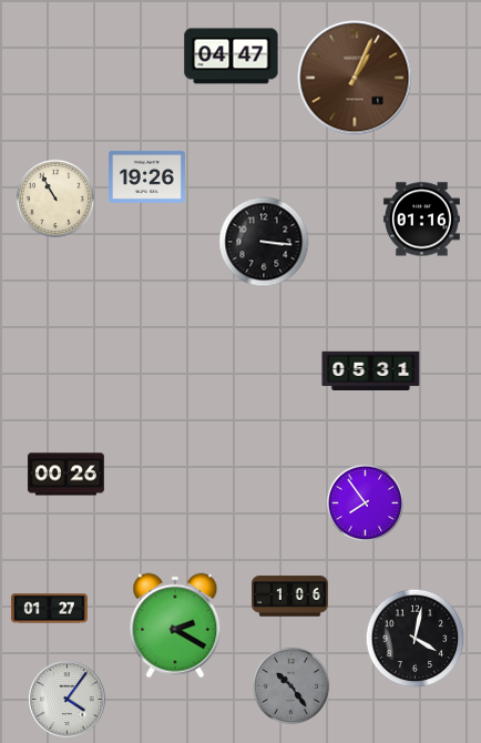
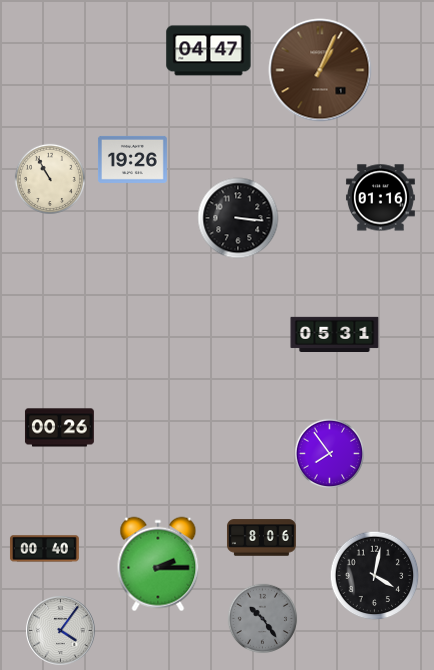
clock at (289, 597): 1:06 -> 8:06
clock at (49, 609): 01:27 -> 00:40
clock at (175, 625): 2:20 -> 2:15
